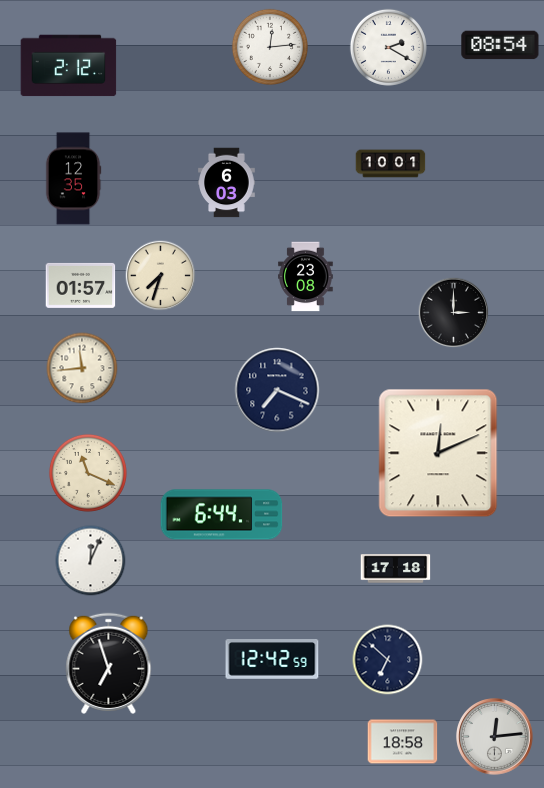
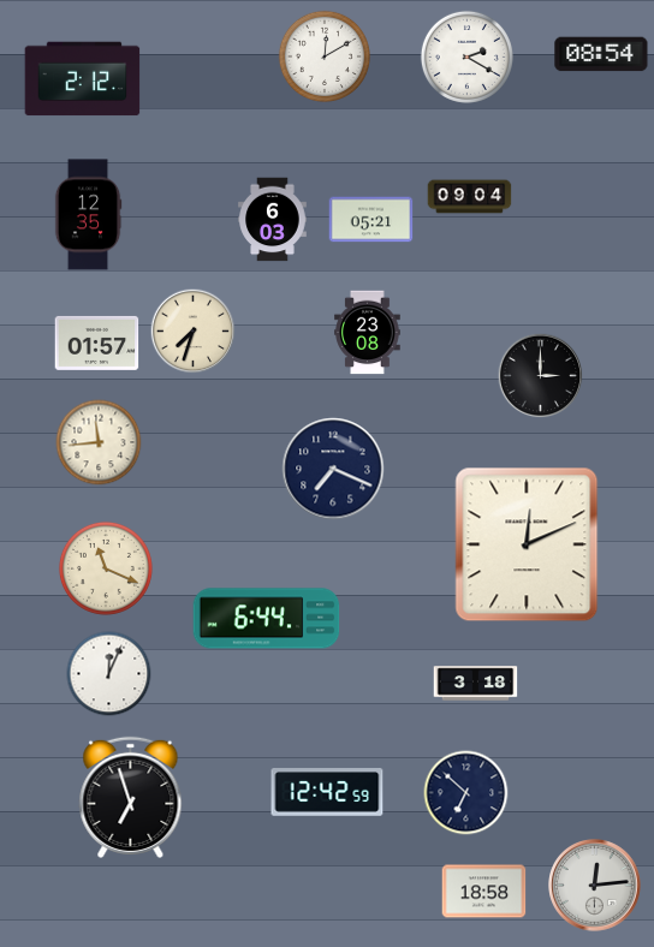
clock at (269, 46): 12:14 -> 12:10
clock at (391, 164): 10:01 -> 09:04
clock at (371, 220): none -> 05:21
clock at (454, 313) position: (454, 313) -> (541, 376)
clock at (396, 569): 17:18 -> 3:18
